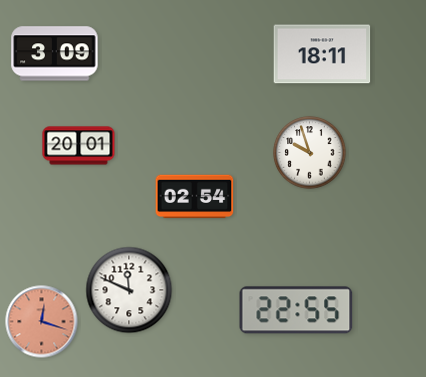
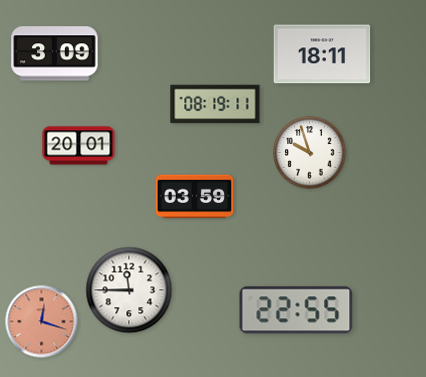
clock at (215, 104): none -> 08:19
clock at (195, 197): 02:54 -> 03:59
clock at (129, 290): 11:49 -> 11:45
